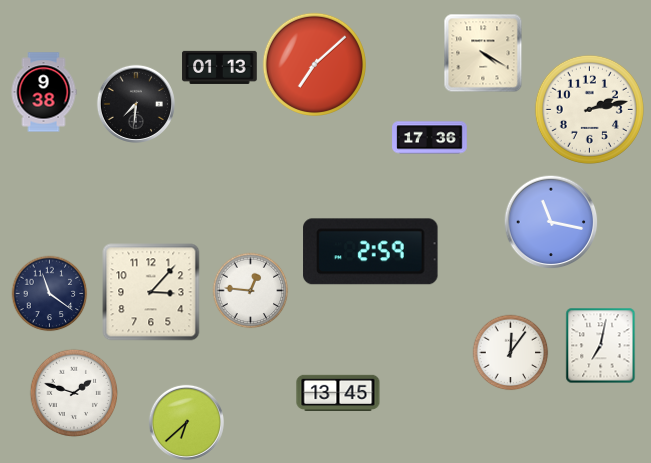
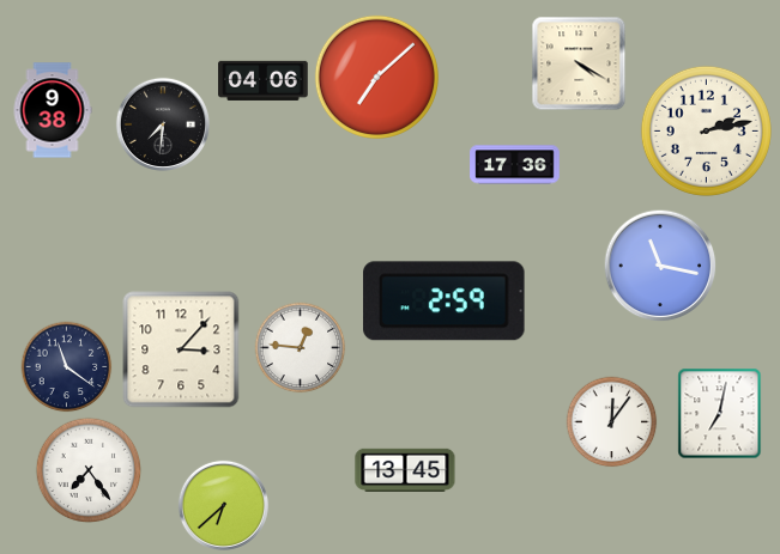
clock at (220, 67): 01:13 -> 04:06
clock at (50, 294) position: (50, 294) -> (67, 367)
clock at (74, 393): 1:48 -> 7:24
